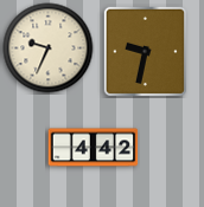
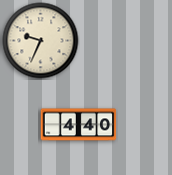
clock at (145, 51): 9:32 -> none
clock at (94, 148): 4:42 -> 4:40
